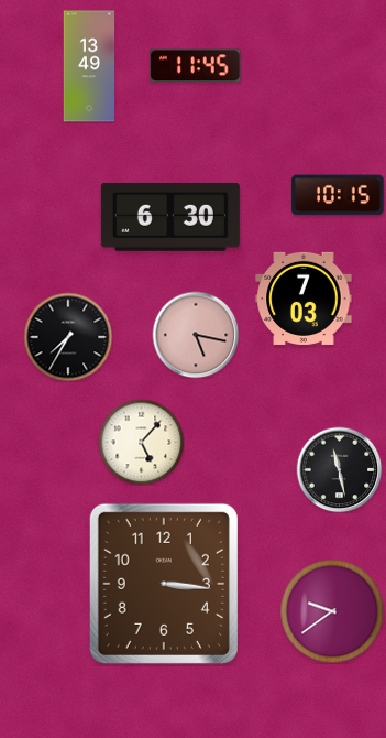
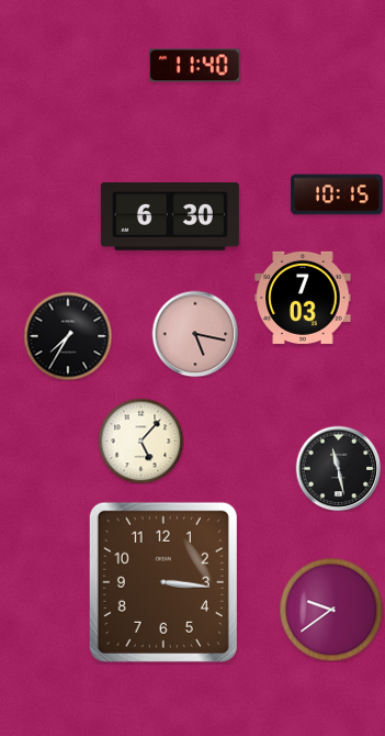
clock at (89, 66): 13:49 -> none
clock at (196, 66): 11:45 -> 11:40
